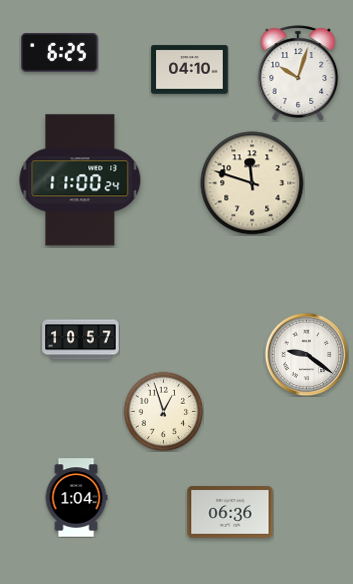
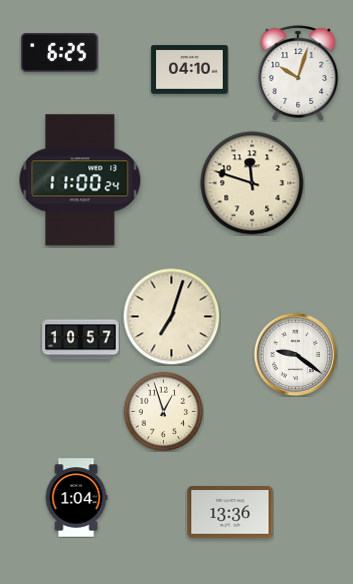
clock at (171, 316): none -> 7:03
clock at (306, 354) position: (306, 354) -> (295, 354)
clock at (230, 513): 06:36 -> 13:36
